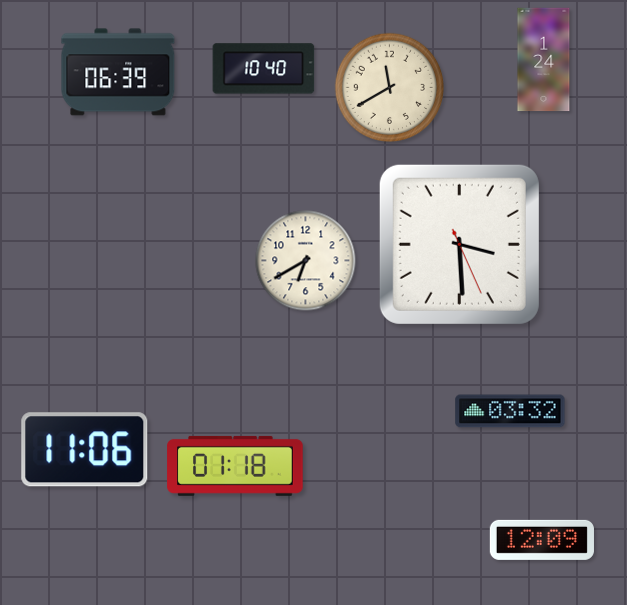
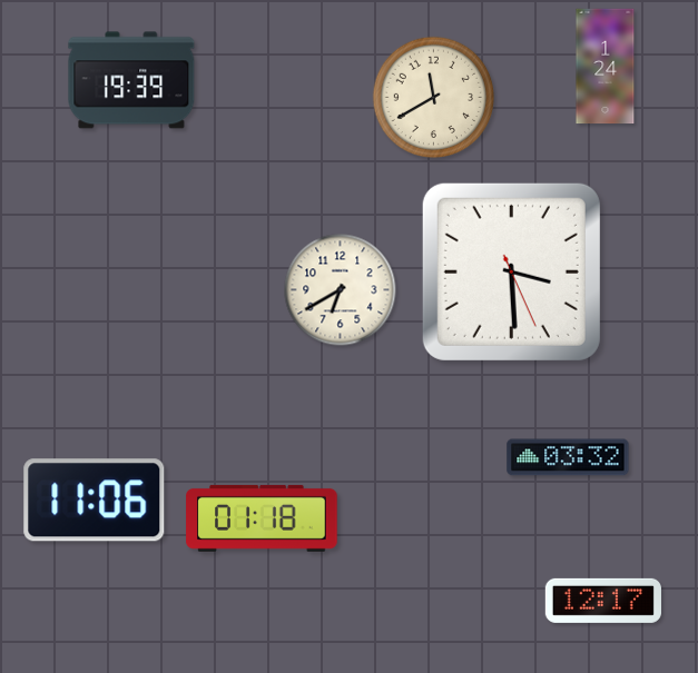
clock at (264, 69): 10:40 -> none
clock at (118, 72): 06:39 -> 19:39
clock at (542, 540): 12:09 -> 12:17
